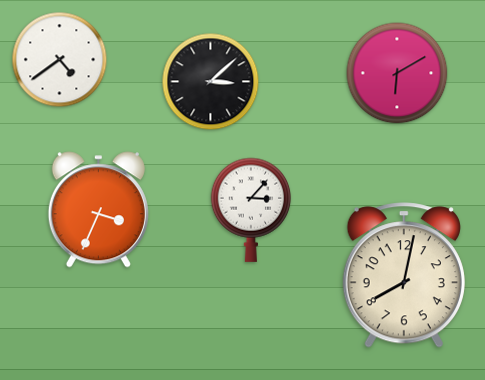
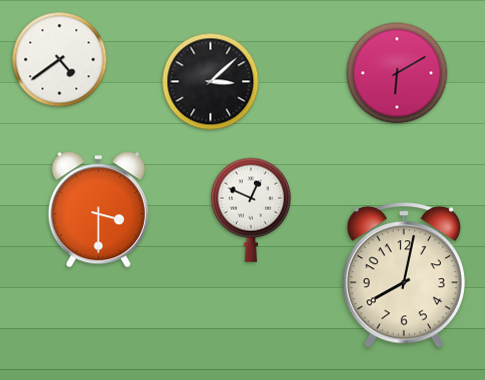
clock at (98, 210): 3:34 -> 3:30
clock at (251, 210): 3:07 -> 12:49
